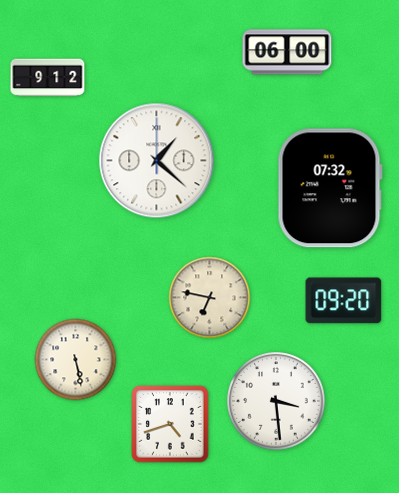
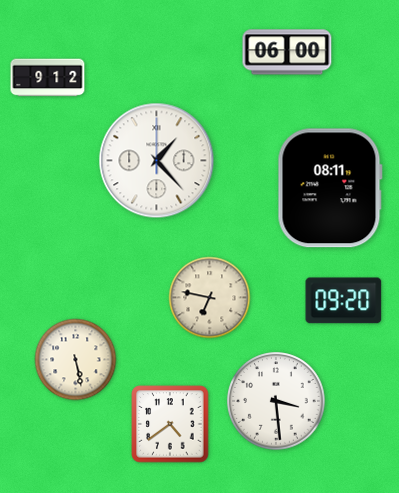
clock at (157, 161): 1:22 -> 1:23
clock at (330, 188): 07:32 -> 08:11
clock at (170, 424): 4:42 -> 4:39
